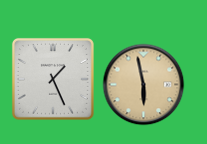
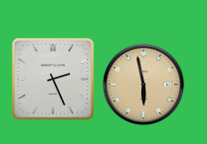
clock at (53, 79): 1:26 -> 2:26
